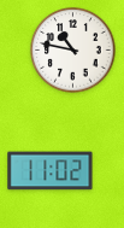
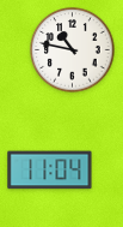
clock at (51, 171): 11:02 -> 11:04
